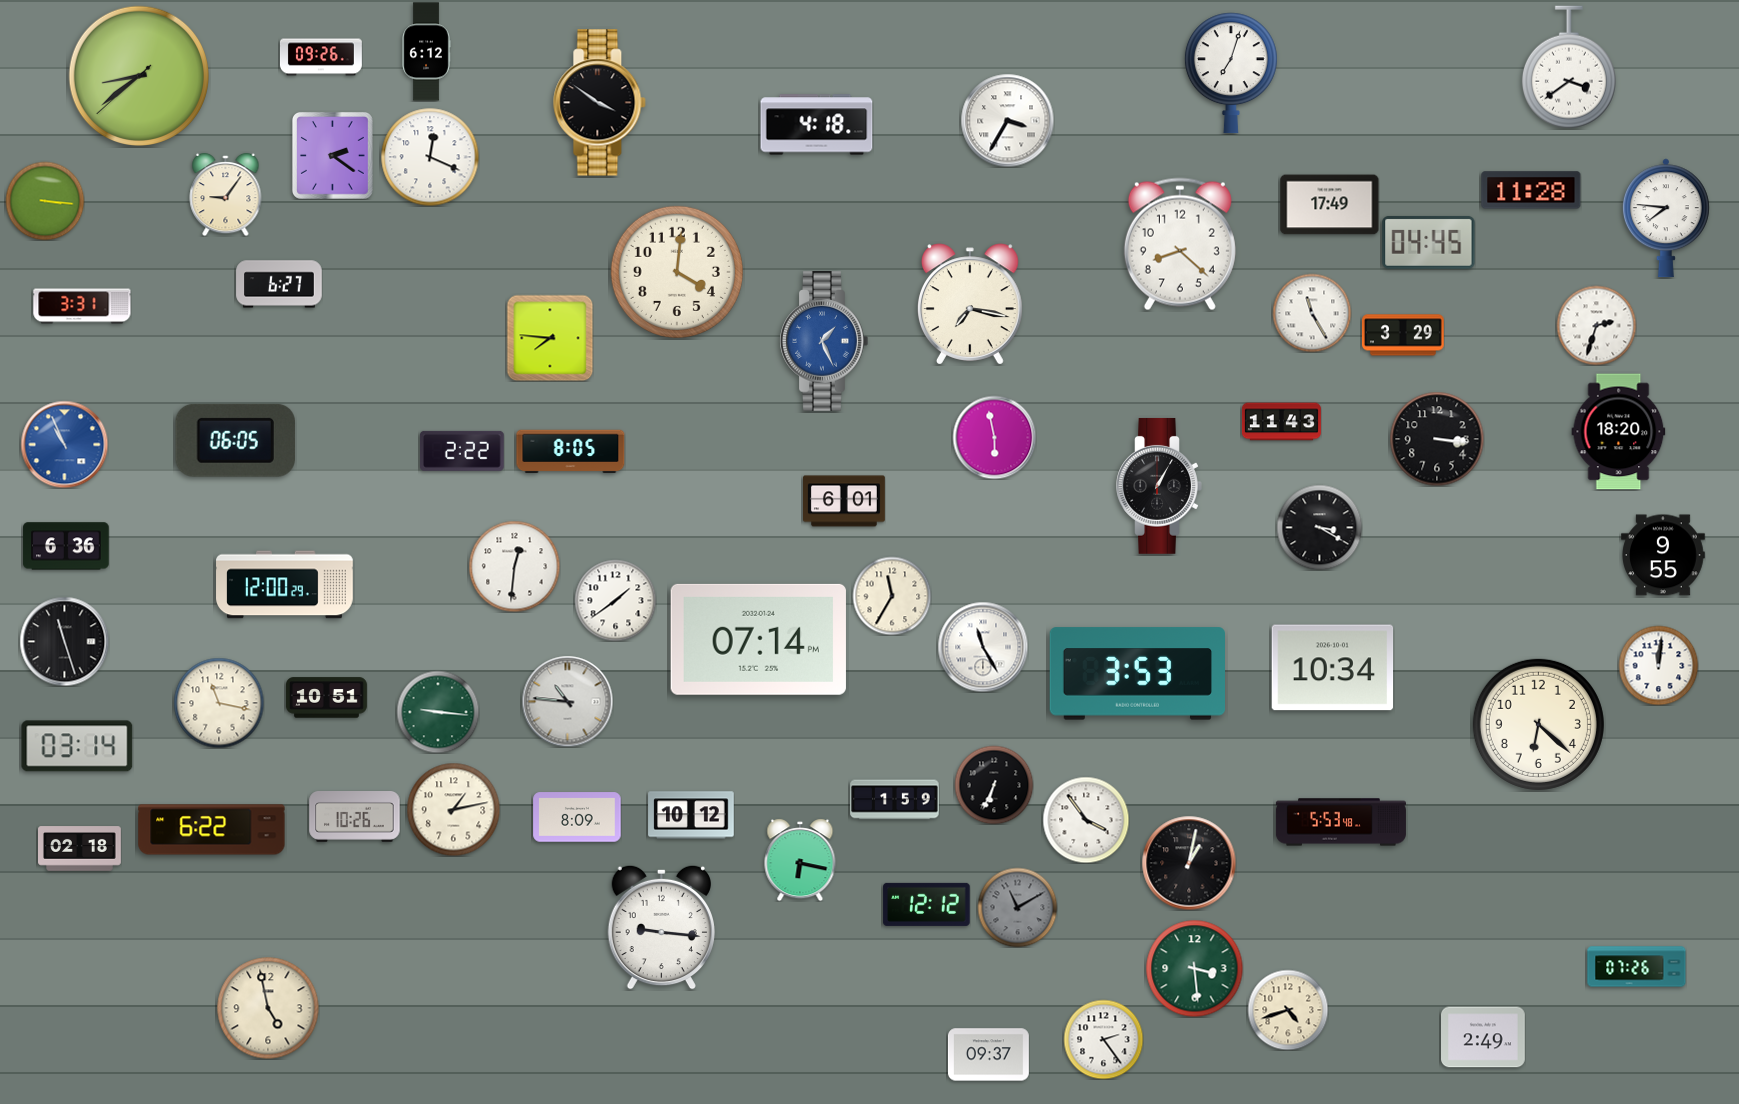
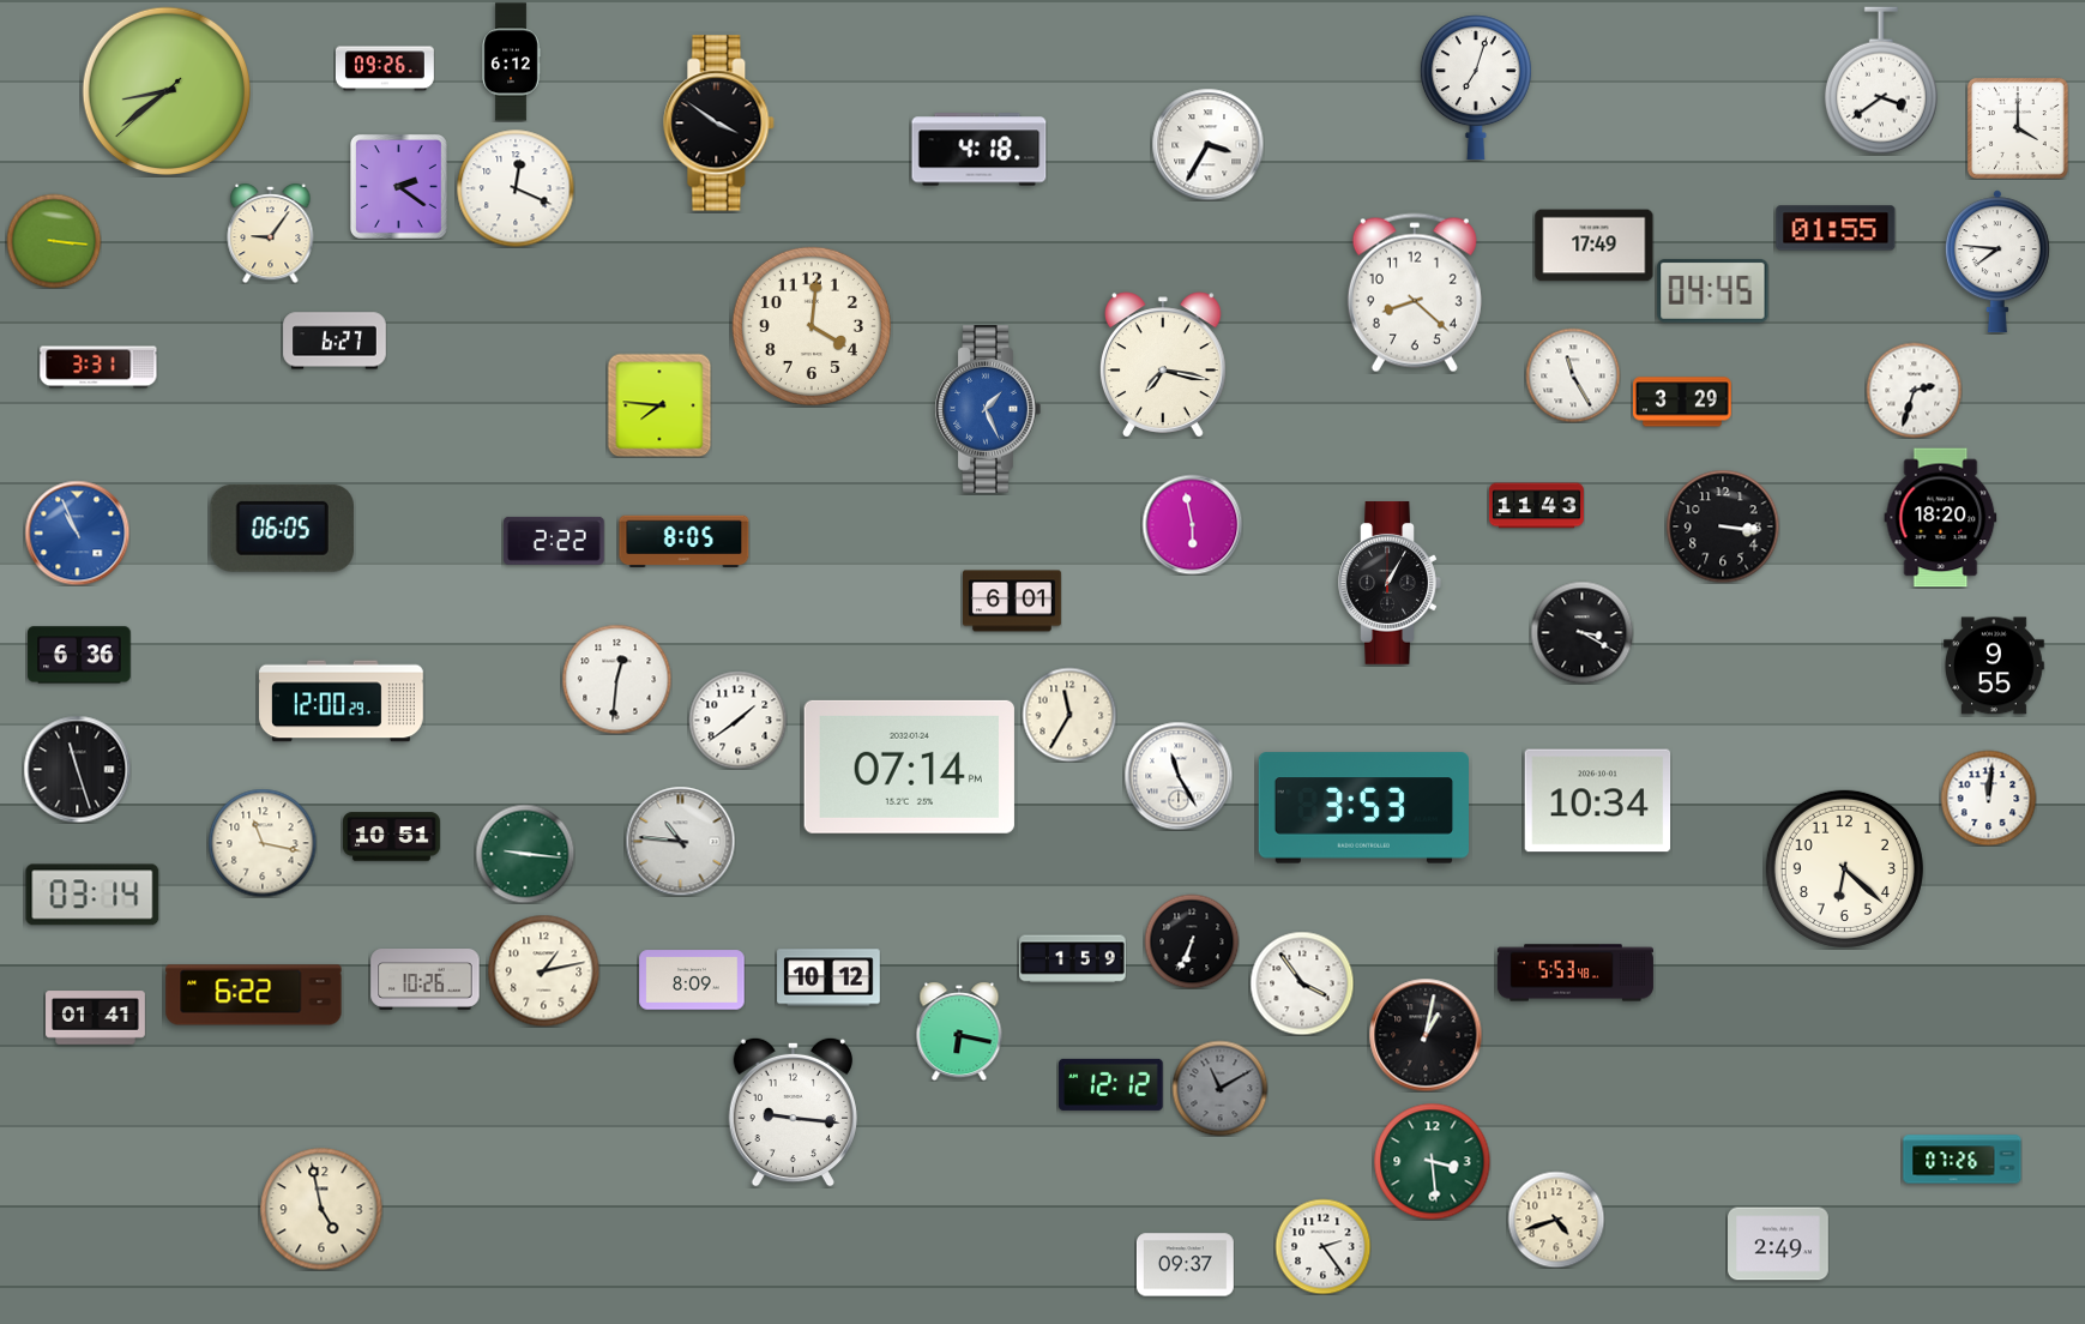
clock at (2019, 130): none -> 4:00
clock at (1531, 190): 11:28 -> 01:55
clock at (1341, 822) position: (1341, 822) -> (1575, 973)
clock at (80, 849): 02:18 -> 01:41
clock at (1288, 1010) position: (1288, 1010) -> (1556, 1220)
